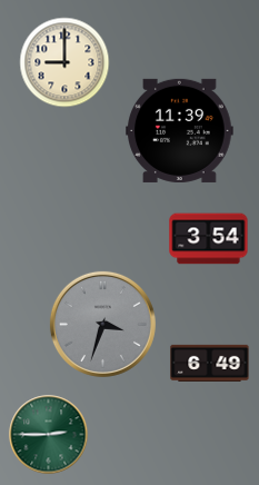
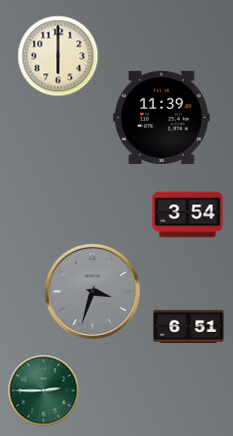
clock at (64, 62): 9:00 -> 6:00
clock at (210, 363): 6:49 -> 6:51
